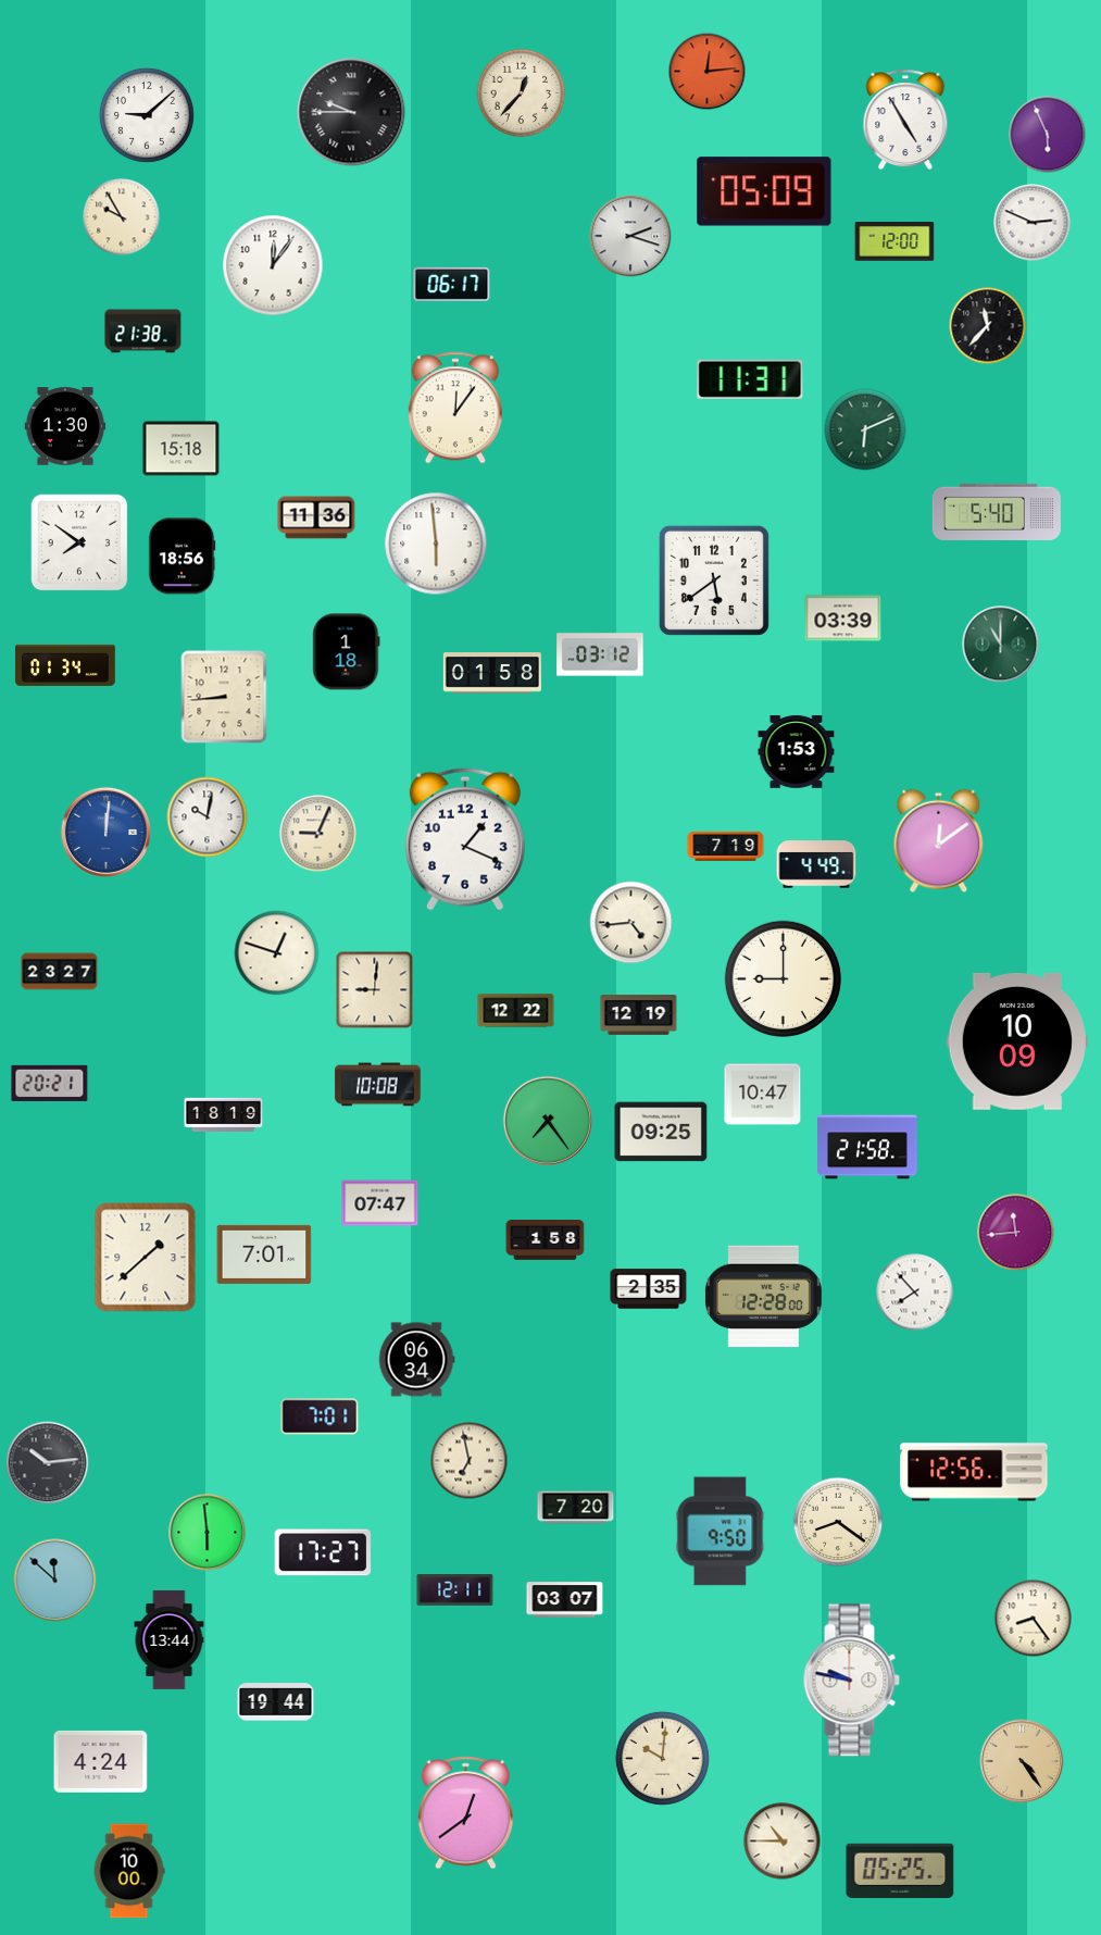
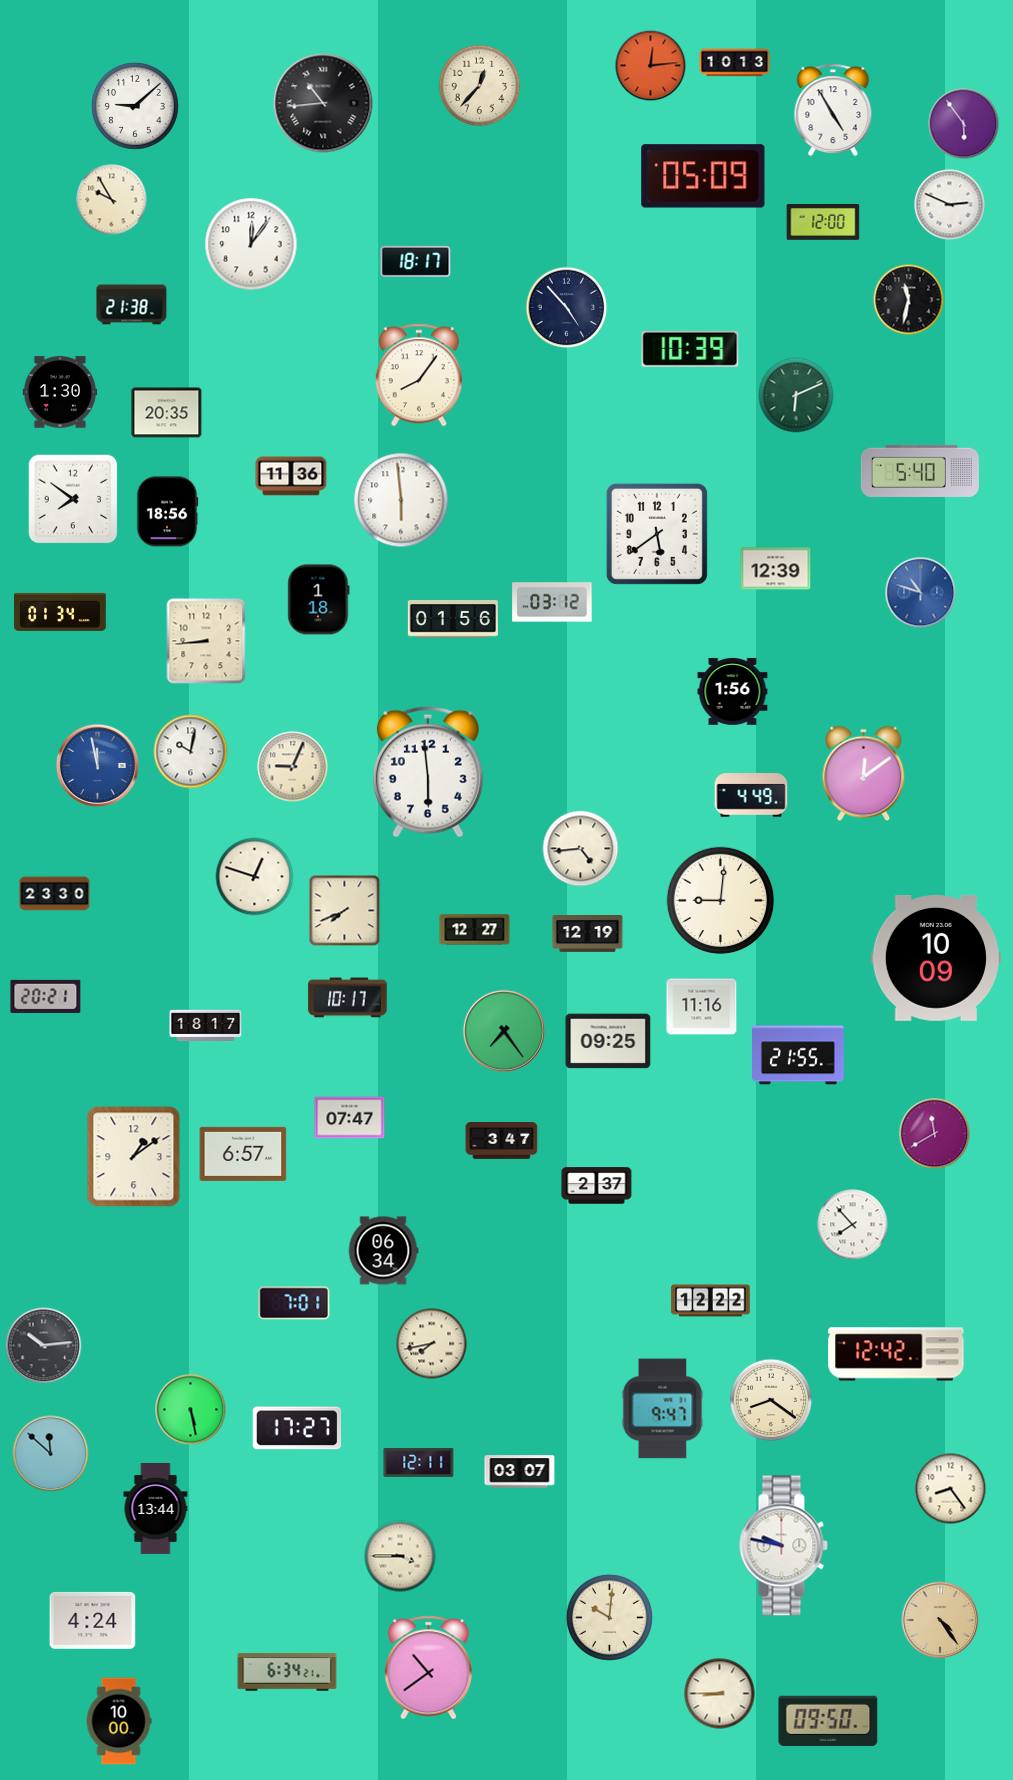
clock at (735, 63): none -> 10:13
clock at (351, 112): 9:45 -> 10:44
clock at (1048, 135): 5:56 -> 5:54
clock at (630, 236): 2:18 -> none
clock at (452, 284): 06:17 -> 18:17
clock at (988, 326): 11:37 -> 11:32
clock at (567, 308): none -> 4:53
clock at (750, 379): 11:31 -> 10:39
clock at (455, 408): 12:06 -> 8:06
clock at (182, 449): 15:18 -> 20:35
clock at (997, 512) position: (997, 512) -> (920, 471)
clock at (843, 619): 03:39 -> 12:39
clock at (1001, 645): 11:00 -> 10:48
clock at (1001, 645) dial: green -> blue
clock at (492, 674): 01:58 -> 01:56
clock at (797, 752): 1:53 -> 1:56
clock at (105, 832): 12:01 -> 11:58
clock at (465, 839): 1:19 -> 5:59
clock at (726, 846): 7:19 -> none
clock at (60, 972): 23:27 -> 23:30
clock at (783, 978): 9:00 -> 9:01
clock at (375, 990): 9:01 -> 7:41
clock at (516, 1011): 12:22 -> 12:27
clock at (378, 1085): 10:08 -> 10:17
clock at (763, 1095): 10:47 -> 11:16
clock at (224, 1115): 18:19 -> 18:17
clock at (867, 1147): 21:58 -> 21:55
clock at (380, 1203) position: (380, 1203) -> (350, 1118)
clock at (1016, 1233): 11:44 -> 11:40
clock at (546, 1240): 1:58 -> 3:47
clock at (264, 1254): 7:01 -> 6:57
clock at (146, 1258): 1:38 -> 1:09
clock at (649, 1289): 2:35 -> 2:37
clock at (915, 1293) position: (915, 1293) -> (853, 1225)
clock at (763, 1297): 12:28 -> none
clock at (711, 1301): none -> 12:22
clock at (470, 1461): 6:58 -> 7:43
clock at (974, 1472): 12:56 -> 12:42
clock at (576, 1508): 7:20 -> none
clock at (721, 1532): 9:50 -> 9:47
clock at (208, 1533): 5:59 -> 5:28
clock at (400, 1556): none -> 3:45
clock at (276, 1702): 19:44 -> none
clock at (465, 1813): 12:39 -> 10:39
clock at (287, 1672): none -> 6:34
clock at (783, 1842): 10:45 -> 8:45
clock at (900, 1871): 05:25 -> 09:50
